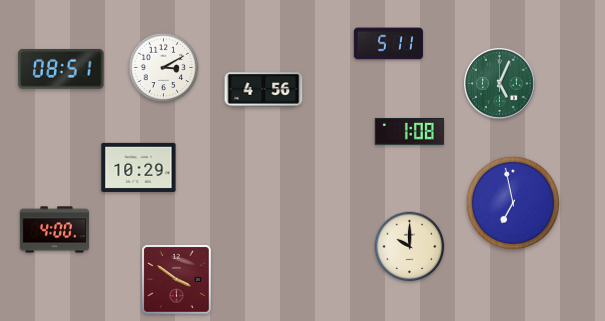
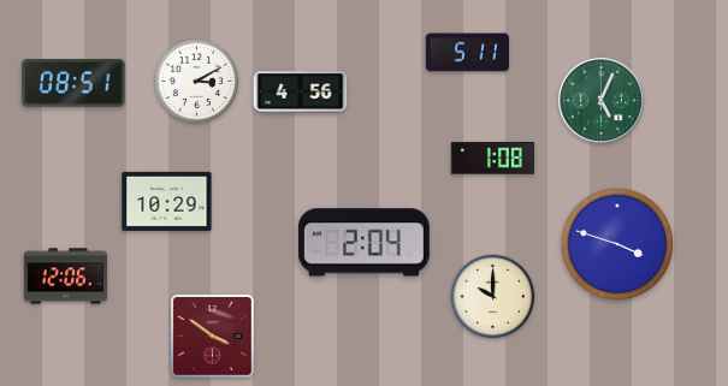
clock at (264, 90) position: (264, 90) -> (301, 93)
clock at (363, 243): none -> 2:04
clock at (512, 202): 6:58 -> 3:48
clock at (54, 230): 4:00 -> 12:06
